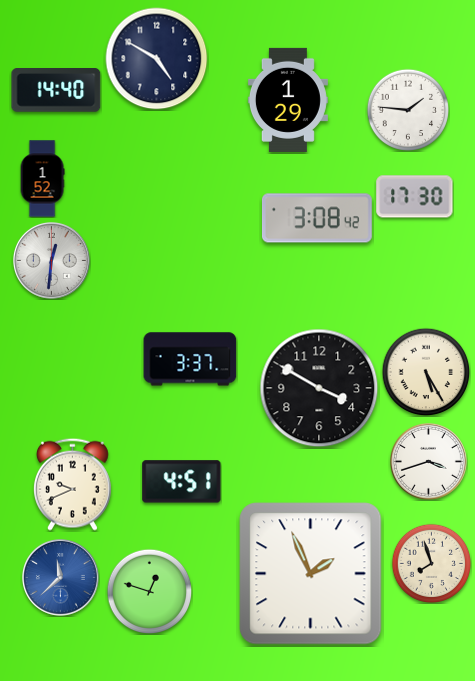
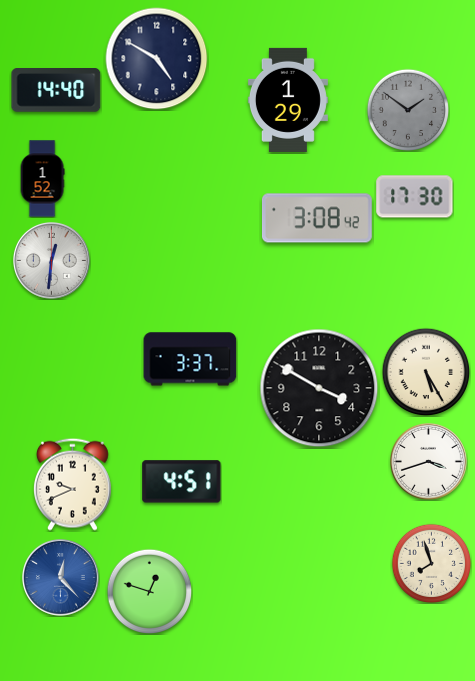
clock at (408, 110): 1:46 -> 1:51
clock at (408, 110) dial: white -> grey
clock at (311, 574): 1:56 -> none
clock at (61, 578): 11:38 -> 12:23
